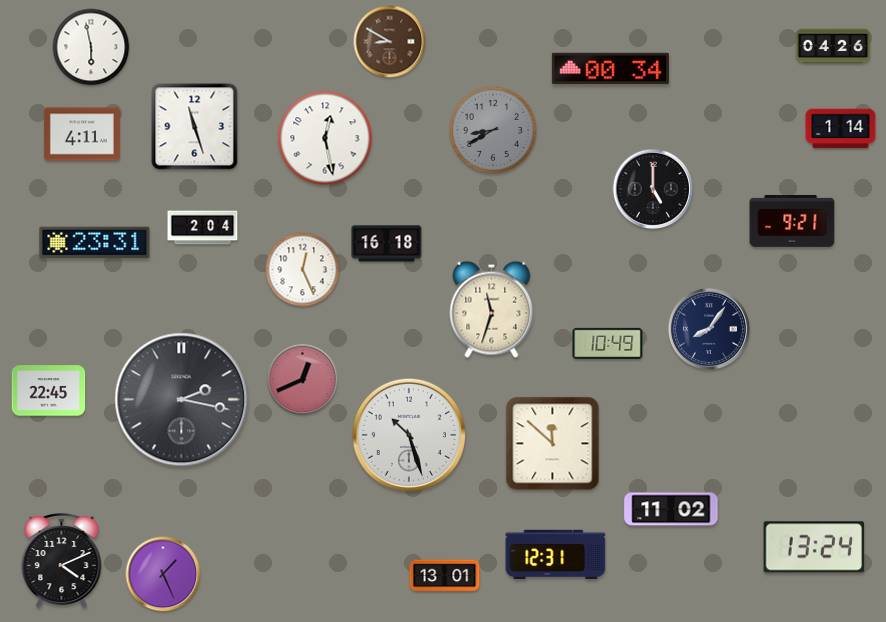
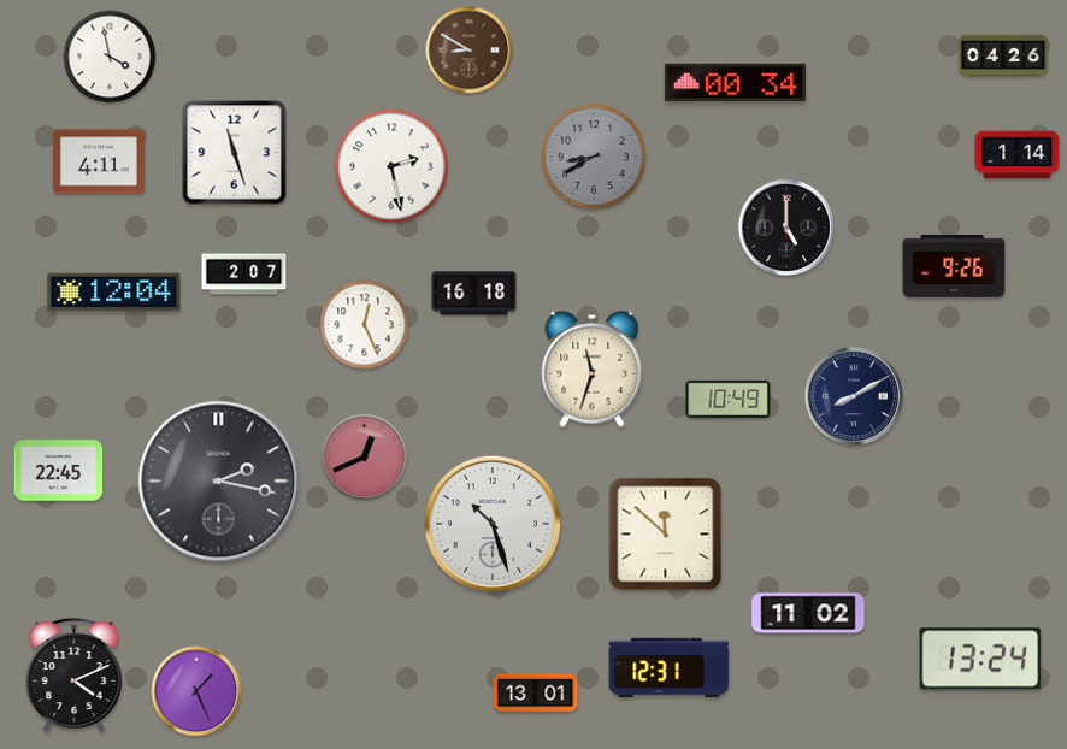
clock at (91, 47): 5:58 -> 3:58
clock at (841, 129) position: (841, 129) -> (1018, 155)
clock at (325, 138): 12:28 -> 2:28
clock at (792, 221): 9:21 -> 9:26
clock at (203, 228): 2:04 -> 2:07
clock at (95, 243): 23:31 -> 12:04
clock at (387, 244) position: (387, 244) -> (474, 294)
clock at (492, 309) position: (492, 309) -> (593, 368)
clock at (709, 329): 8:06 -> 8:10
clock at (608, 343) position: (608, 343) -> (729, 399)
